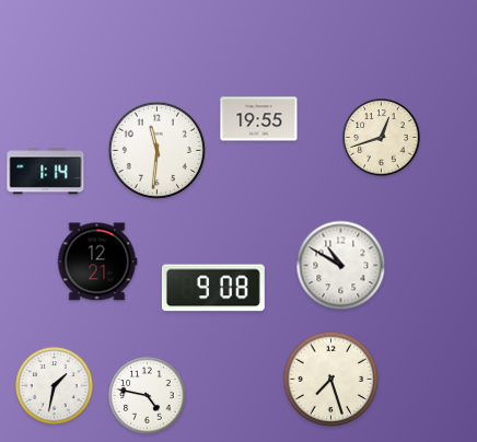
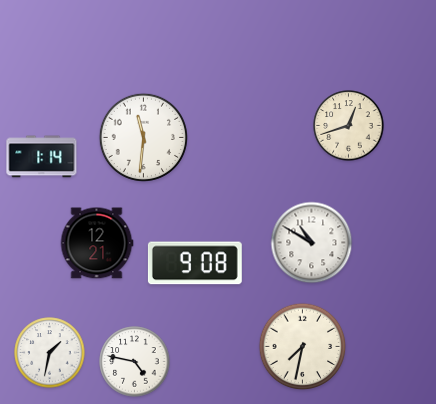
clock at (259, 119): 19:55 -> none
clock at (97, 261) position: (97, 261) -> (97, 243)
clock at (331, 380): 7:27 -> 7:32
